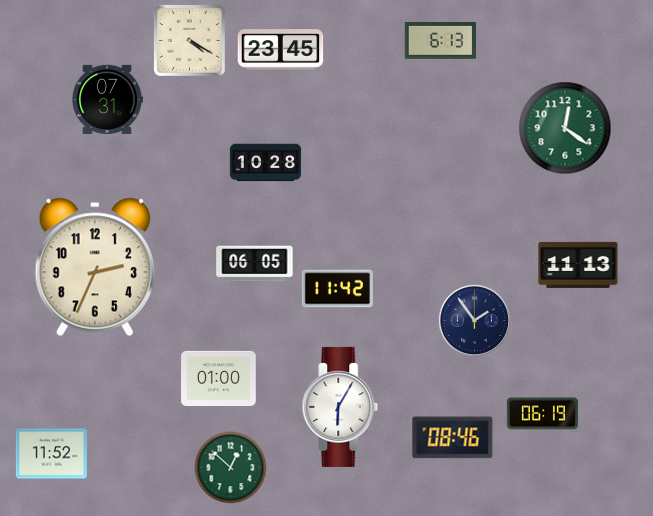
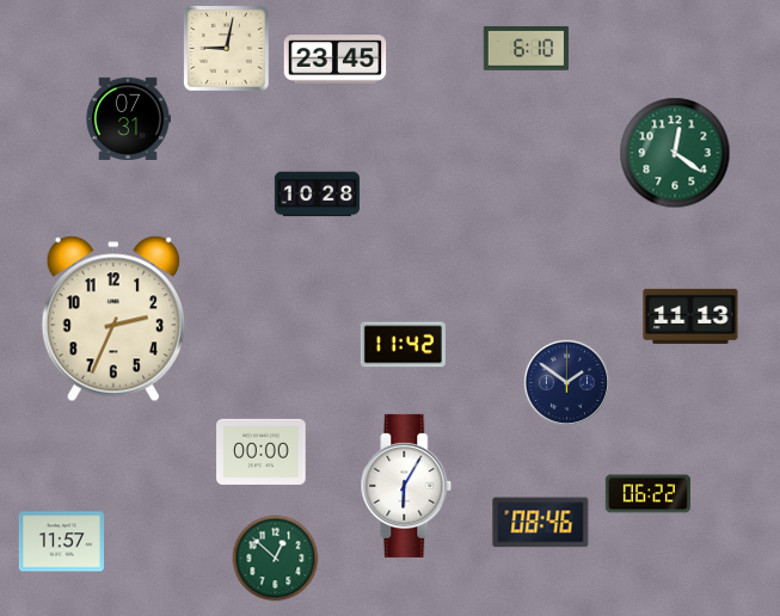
clock at (189, 40): 4:20 -> 9:02
clock at (440, 40): 6:13 -> 6:10
clock at (255, 264): 06:05 -> none
clock at (474, 320): 1:54 -> 1:51
clock at (219, 378): 01:00 -> 00:00
clock at (542, 414): 06:19 -> 06:22
clock at (51, 454): 11:52 -> 11:57
